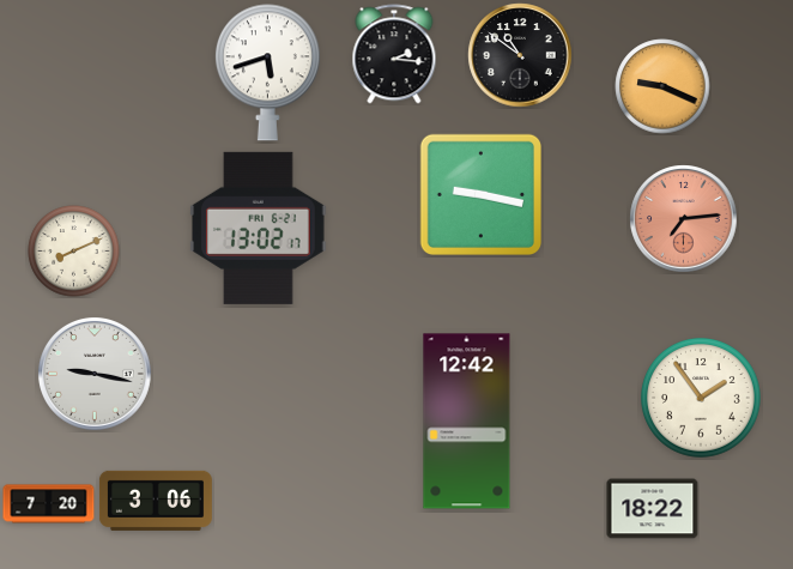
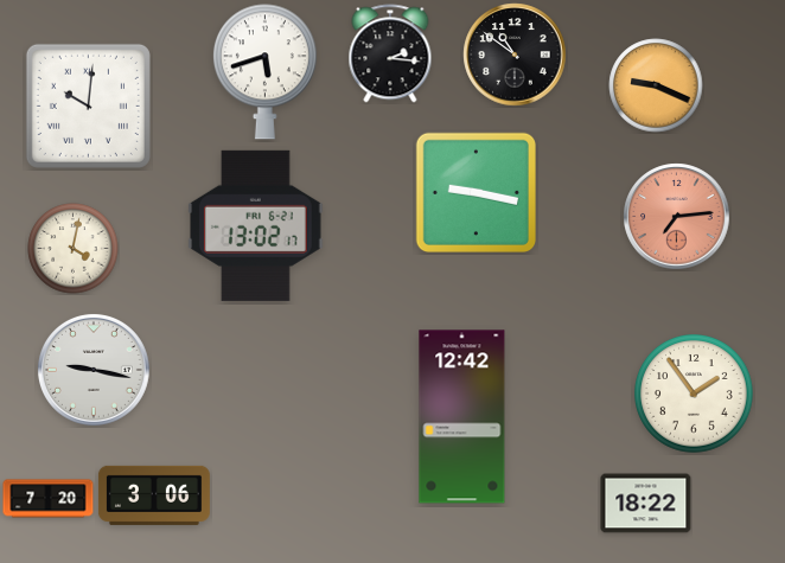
clock at (88, 105): none -> 10:01
clock at (74, 252): 8:11 -> 4:02
